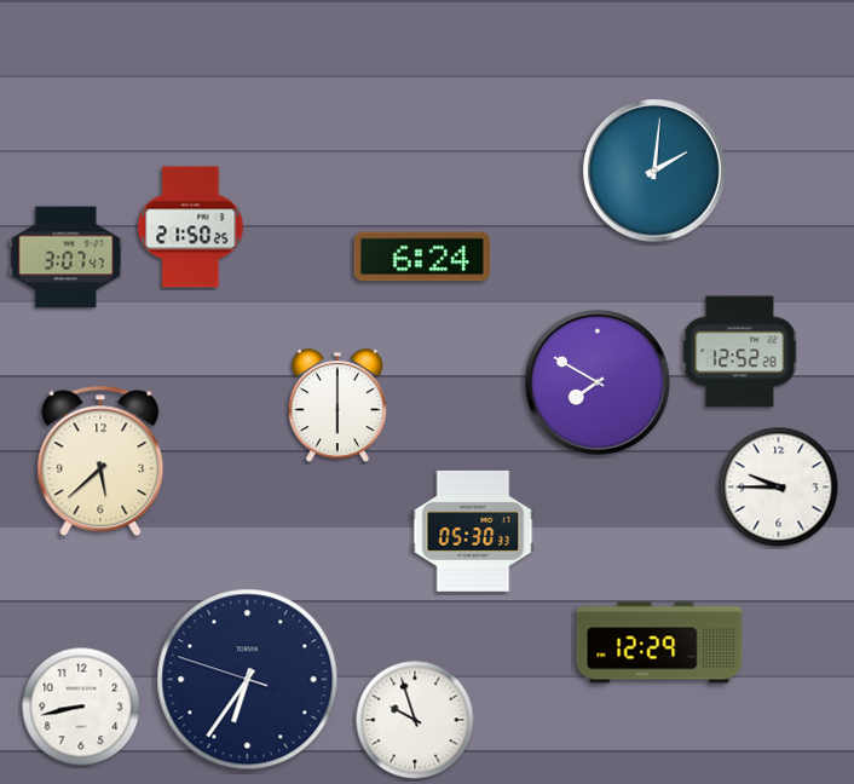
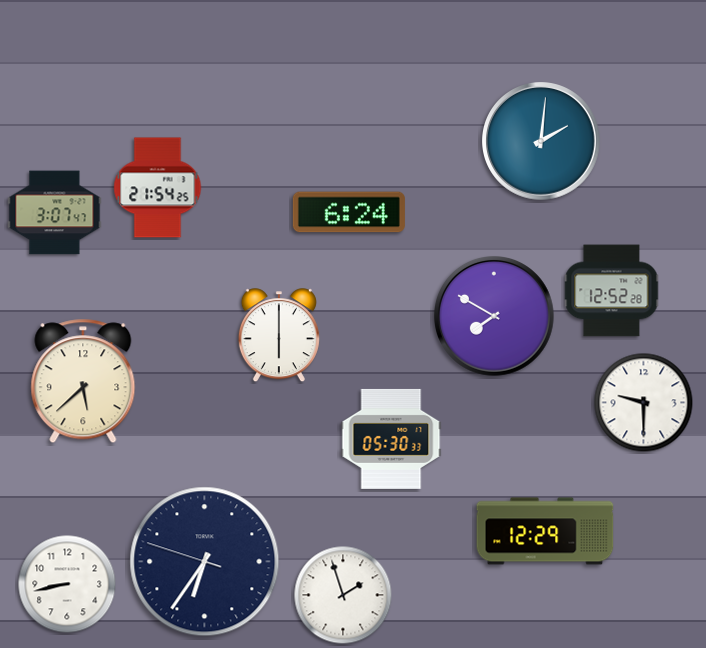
clock at (191, 227): 21:50 -> 21:54
clock at (779, 488): 9:45 -> 9:30
clock at (415, 720): 9:57 -> 1:57
